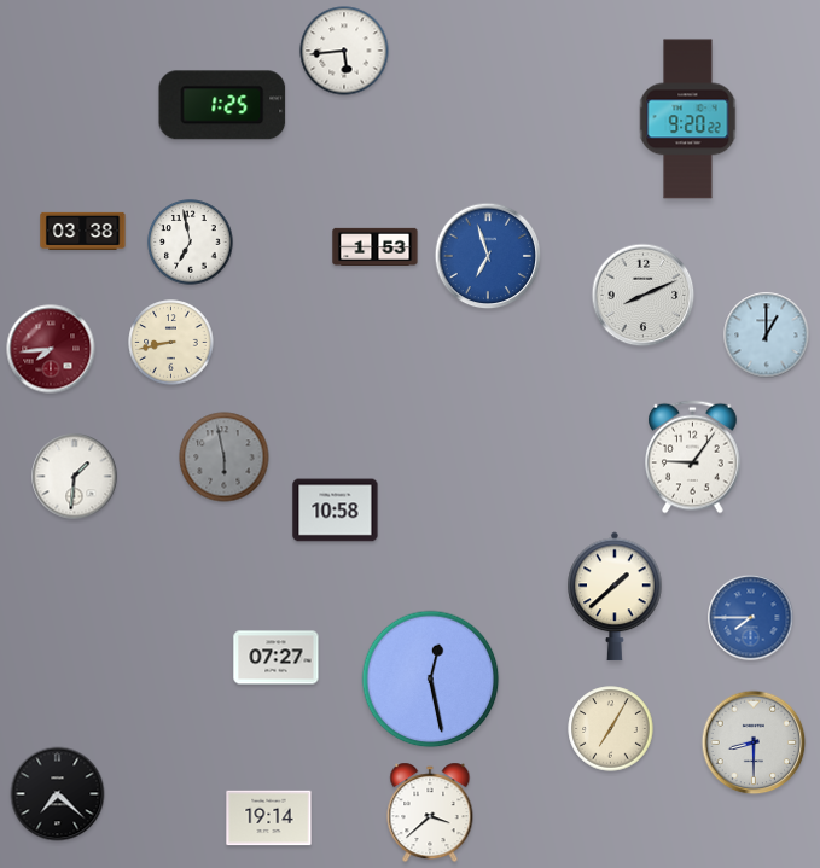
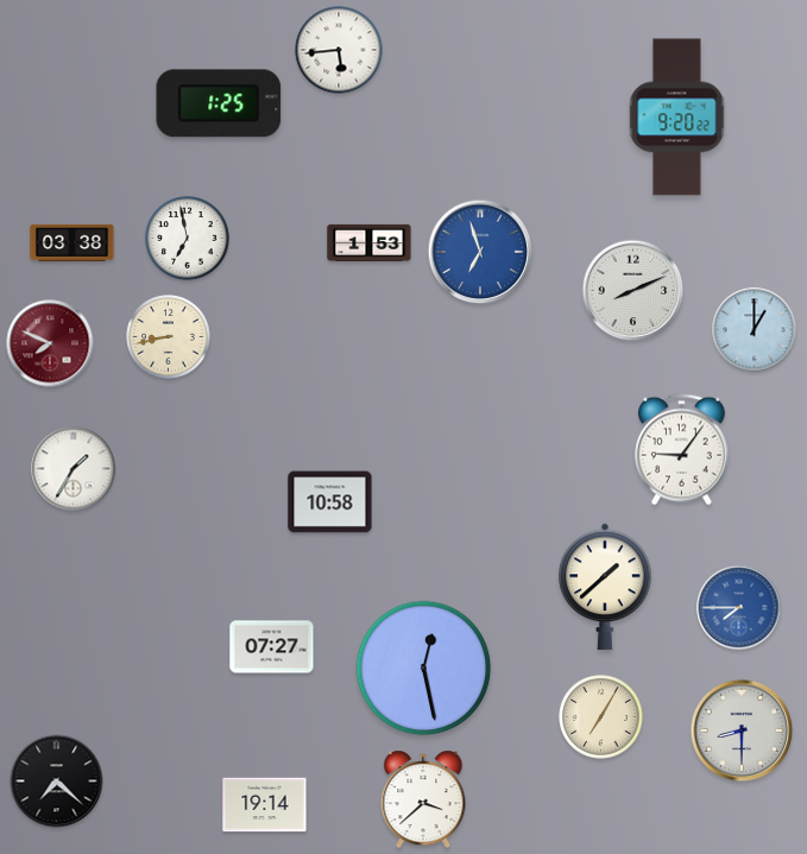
clock at (83, 231) position: (83, 231) -> (72, 242)
clock at (51, 349): 7:44 -> 7:49
clock at (225, 458): 5:58 -> none
clock at (75, 477): 1:31 -> 1:35
